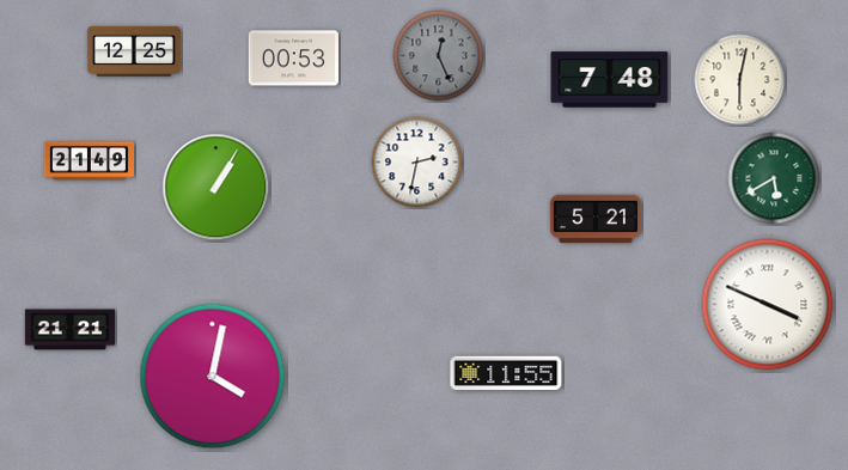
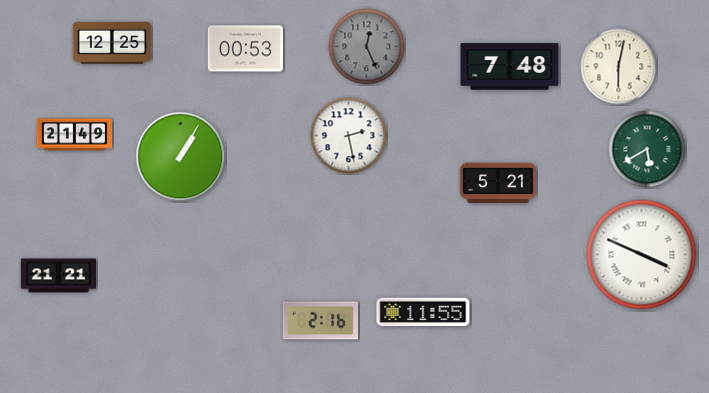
clock at (417, 163): 2:32 -> 2:28
clock at (213, 377): 4:02 -> none
clock at (320, 321): none -> 2:16
